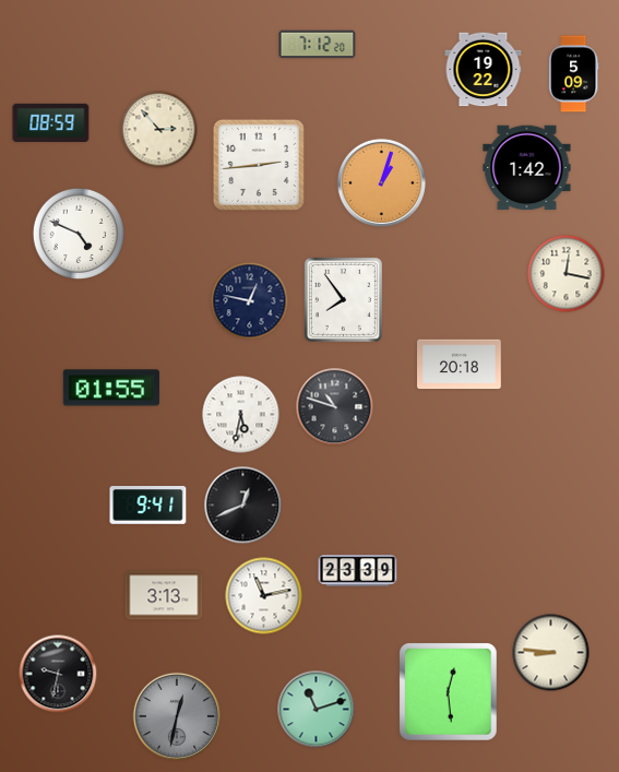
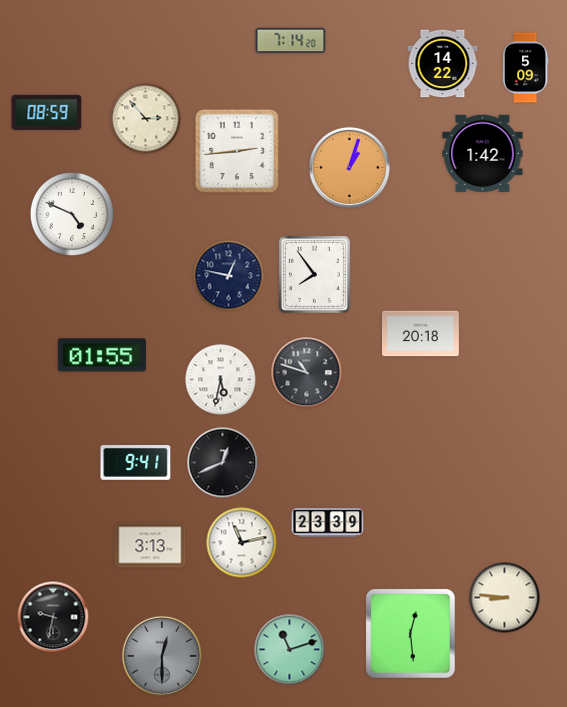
clock at (318, 45): 7:12 -> 7:14
clock at (484, 70): 19:22 -> 14:22
clock at (567, 274): 12:17 -> none
clock at (264, 596) position: (264, 596) -> (242, 543)
clock at (176, 715): 12:32 -> 12:30
